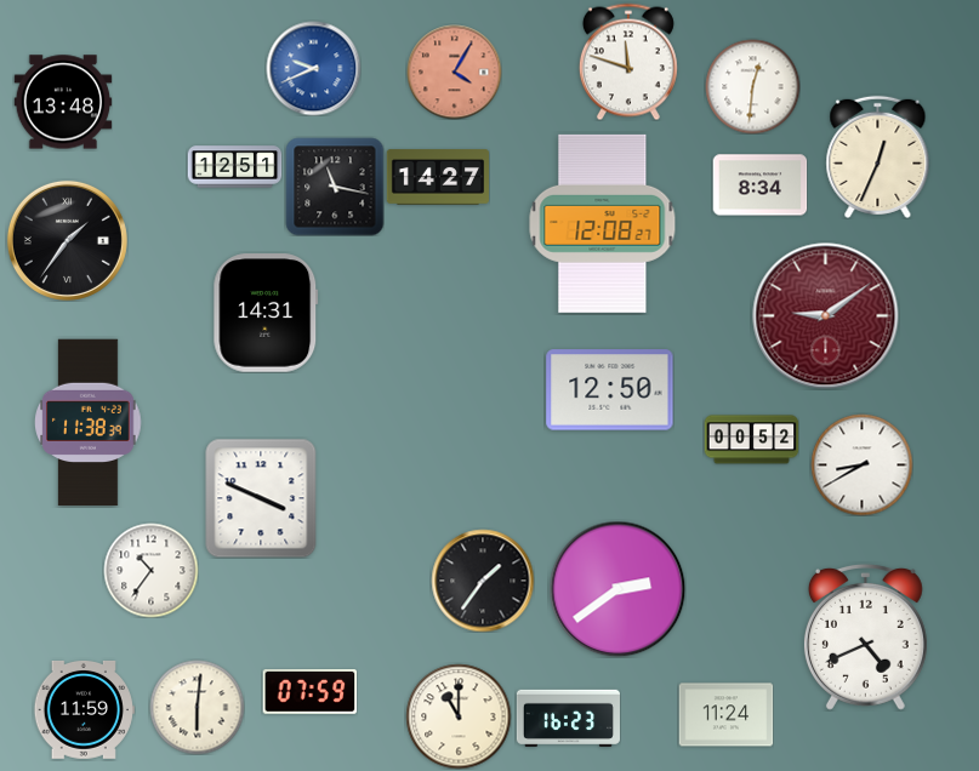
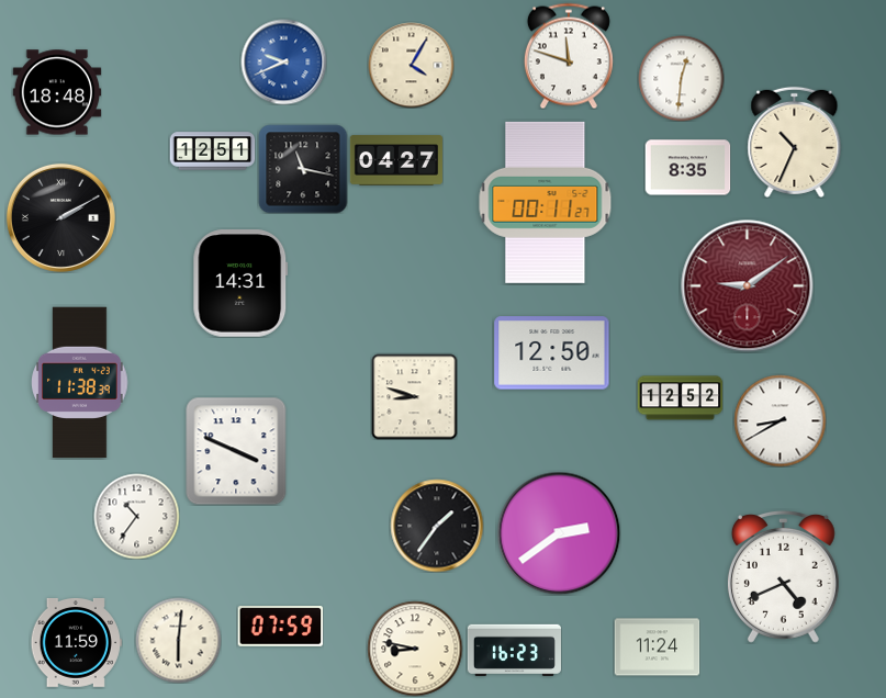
clock at (454, 72) dial: salmon -> cream
clock at (63, 102): 13:48 -> 18:48
clock at (878, 156): 12:34 -> 10:34
clock at (437, 177): 14:27 -> 04:27
clock at (759, 185): 8:34 -> 8:35
clock at (603, 223): 12:08 -> 00:11
clock at (67, 240): 1:36 -> 2:10
clock at (414, 396): none -> 8:48
clock at (751, 440): 00:52 -> 12:52
clock at (459, 716): 11:00 -> 8:47
